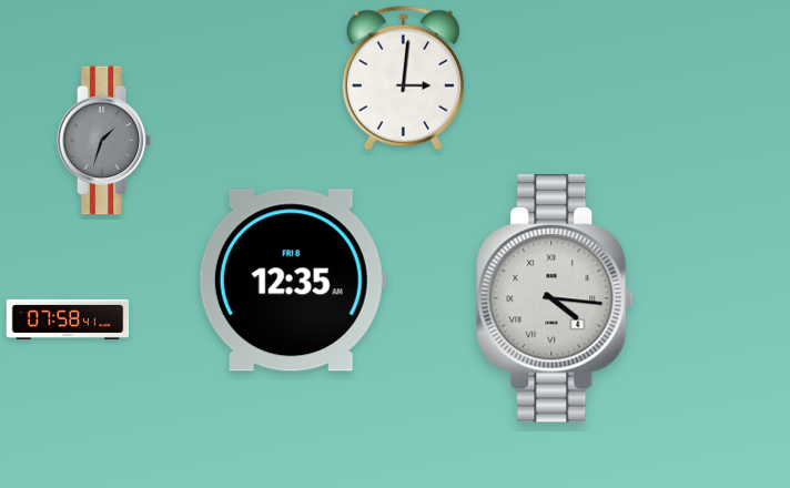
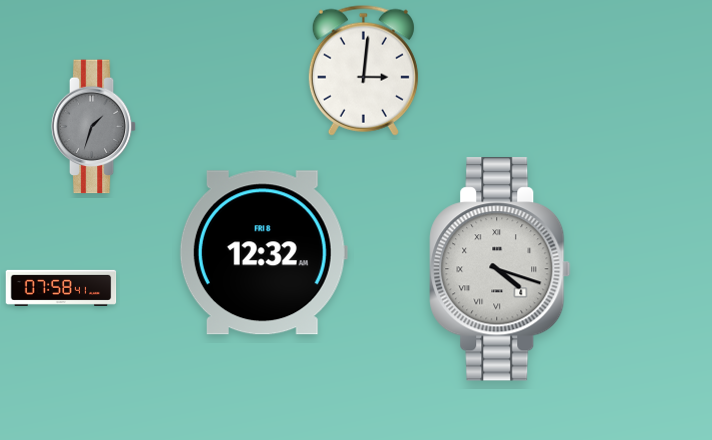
clock at (292, 281): 12:35 -> 12:32
clock at (555, 298): 4:16 -> 4:18
